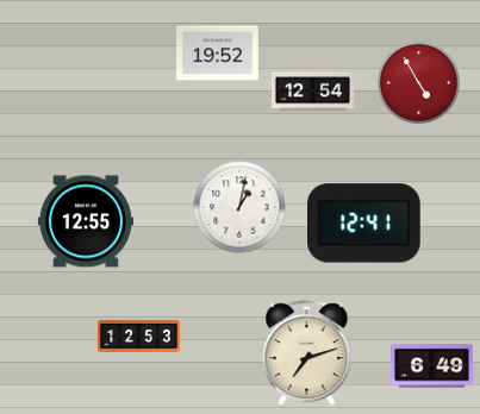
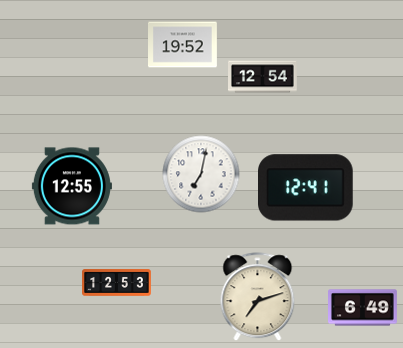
clock at (418, 82): 4:55 -> none
clock at (239, 207): 1:02 -> 7:02
